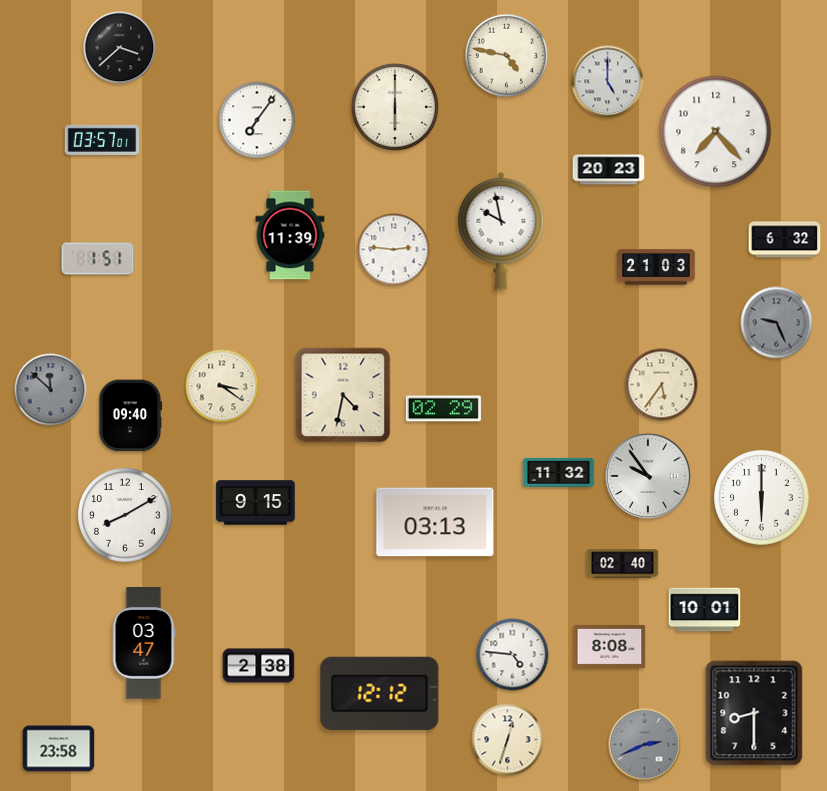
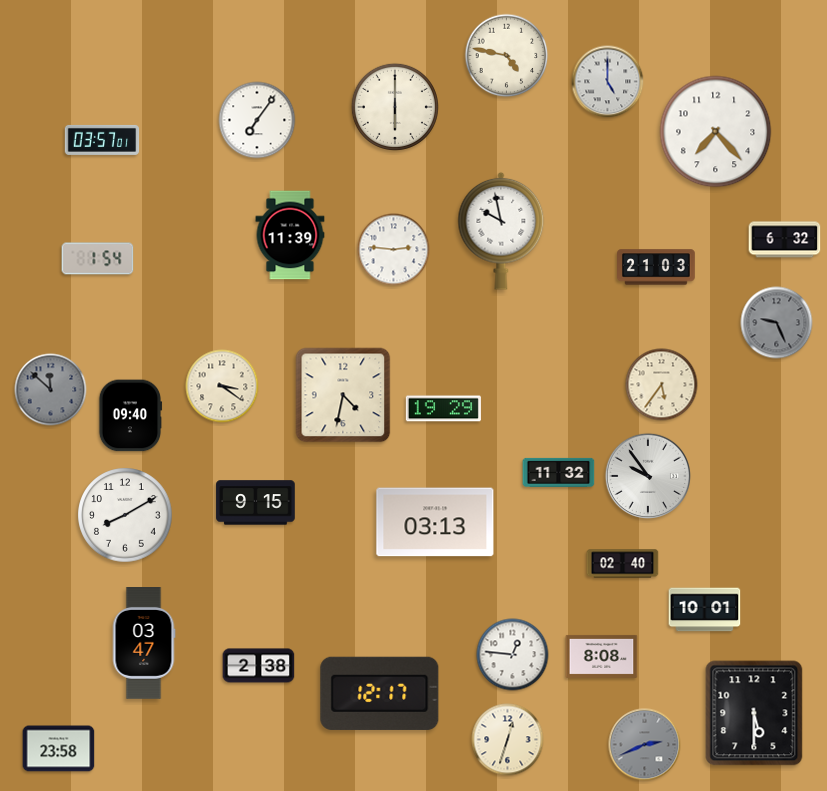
clock at (120, 48): 3:38 -> none
clock at (609, 170): 20:23 -> none
clock at (98, 259): 1:51 -> 1:54
clock at (443, 409): 02:29 -> 19:29
clock at (762, 498): 6:00 -> none
clock at (610, 646) position: (610, 646) -> (602, 656)
clock at (513, 655): 4:46 -> 12:46
clock at (380, 693): 12:12 -> 12:17
clock at (754, 713): 8:30 -> 5:30
